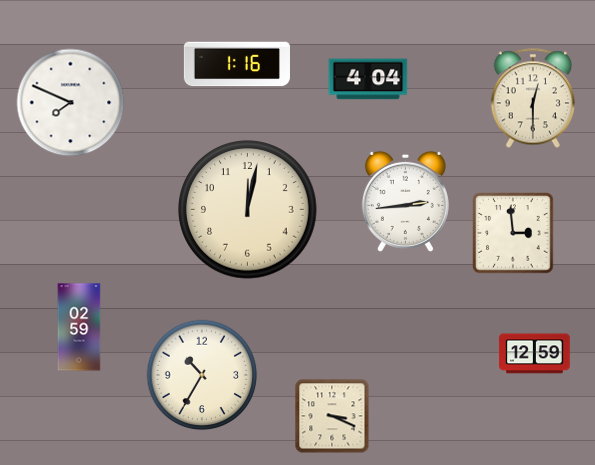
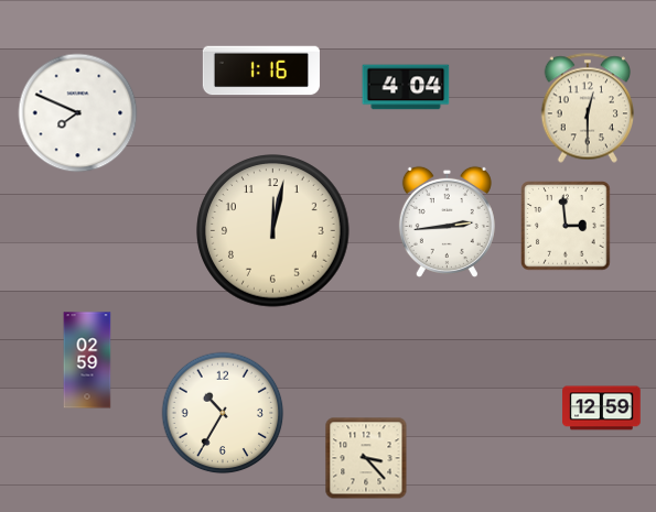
clock at (513, 233) position: (513, 233) -> (566, 226)
clock at (535, 354) position: (535, 354) -> (602, 408)
clock at (332, 416): 3:19 -> 3:23
